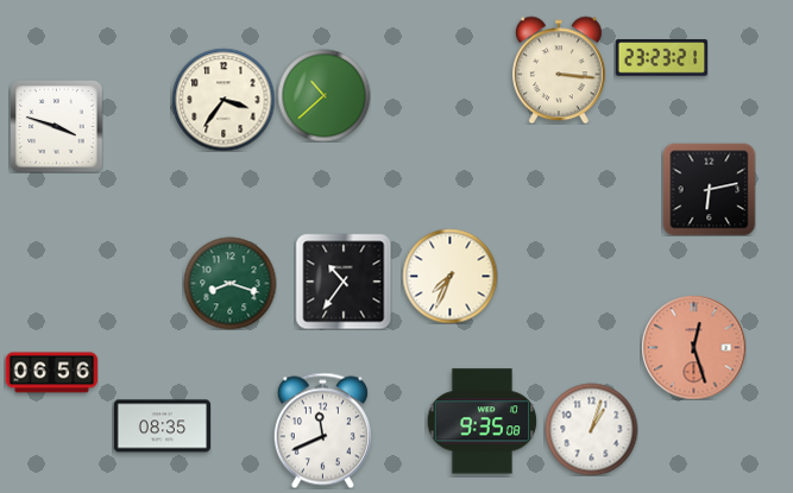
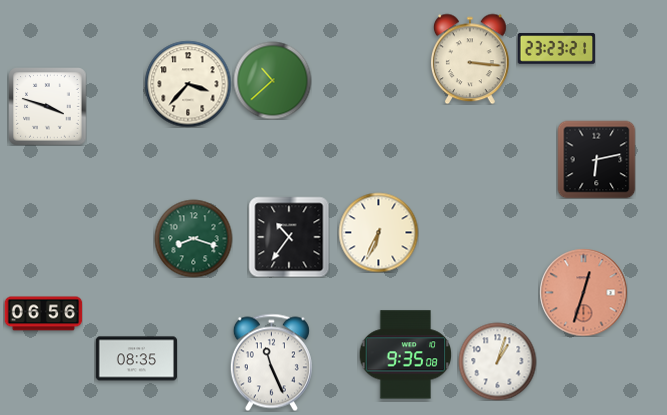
clock at (224, 100): 3:36 -> 3:37
clock at (449, 276): 7:34 -> 6:34
clock at (693, 347): 12:27 -> 12:33
clock at (322, 430): 11:41 -> 11:26
